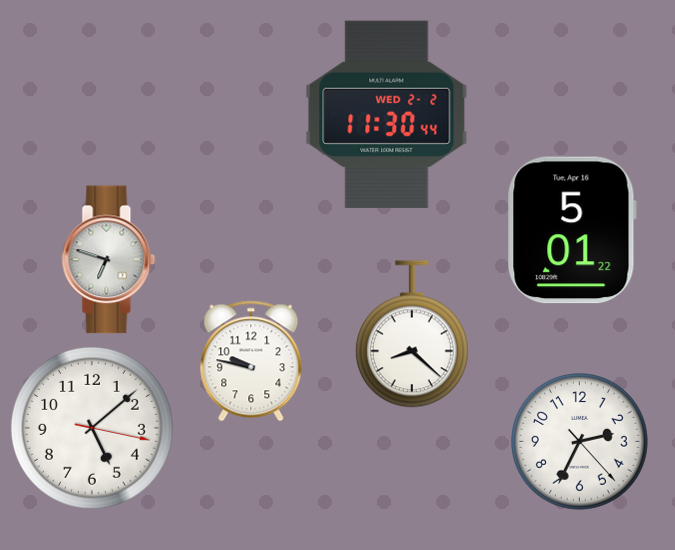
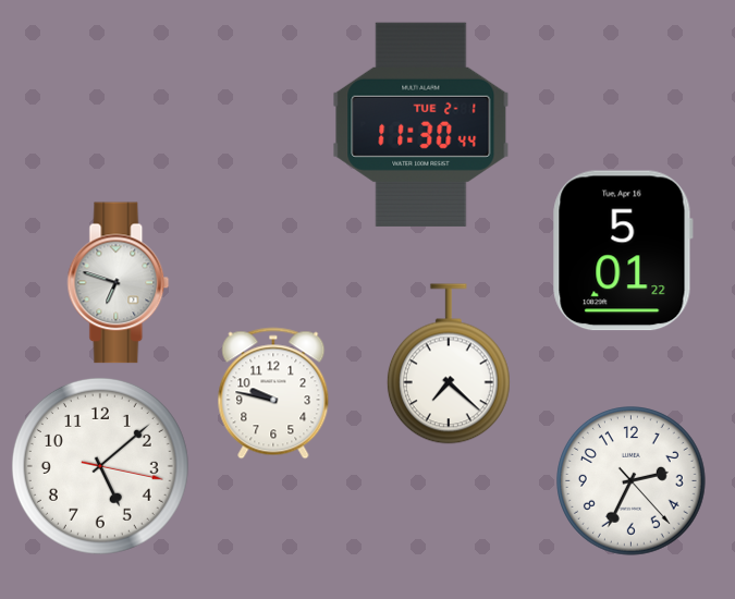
clock at (387, 114) date: WED 2-2 -> TUE 2-1
clock at (412, 334): 8:22 -> 7:22
